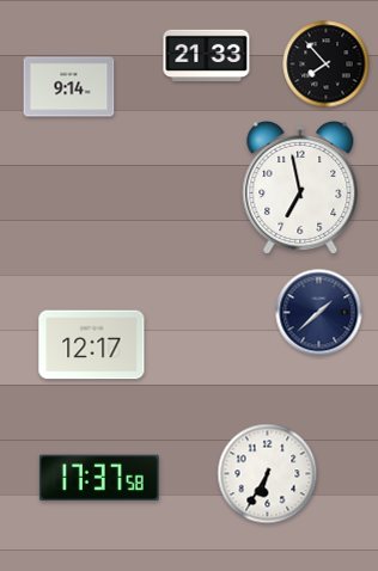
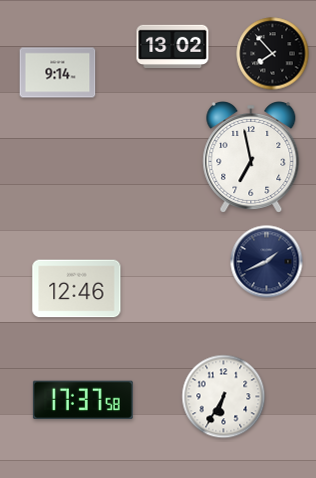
clock at (207, 56): 21:33 -> 13:02
clock at (319, 313): 1:38 -> 1:41
clock at (92, 345): 12:17 -> 12:46
